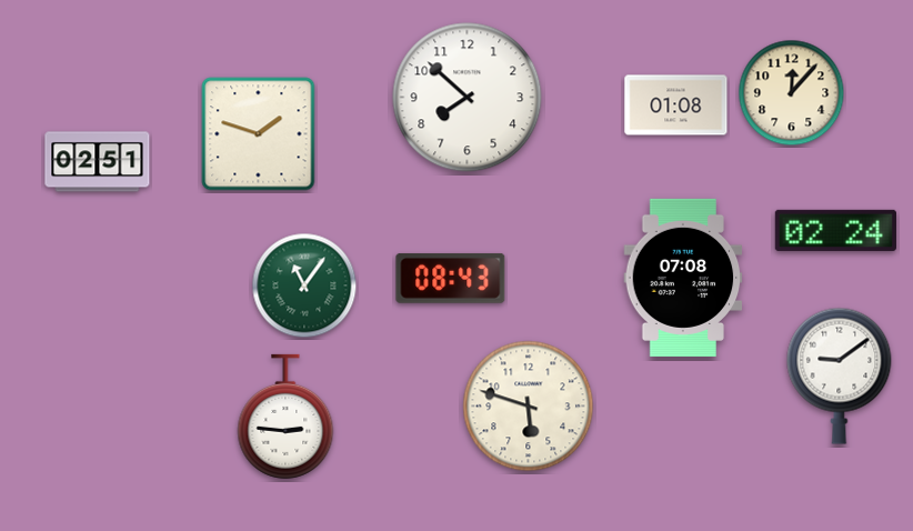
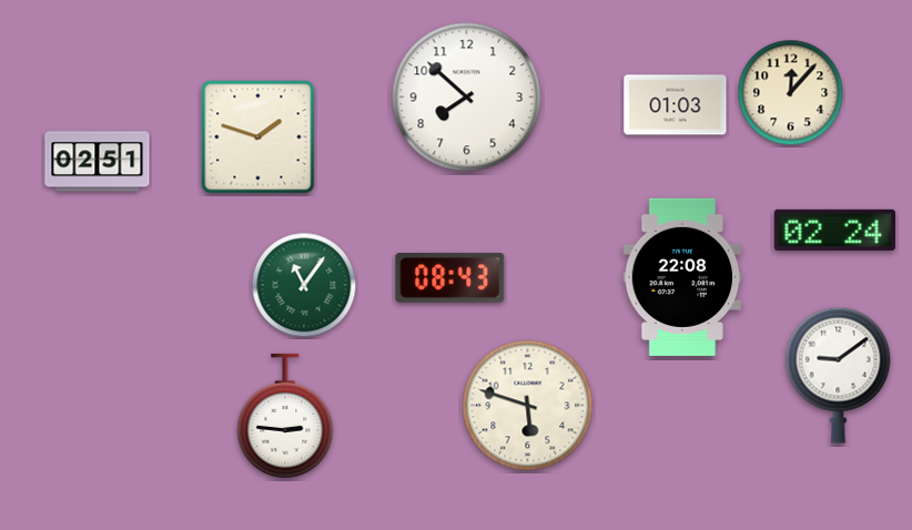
clock at (676, 106): 01:08 -> 01:03
clock at (259, 134) position: (259, 134) -> (259, 137)
clock at (683, 278): 07:08 -> 22:08
